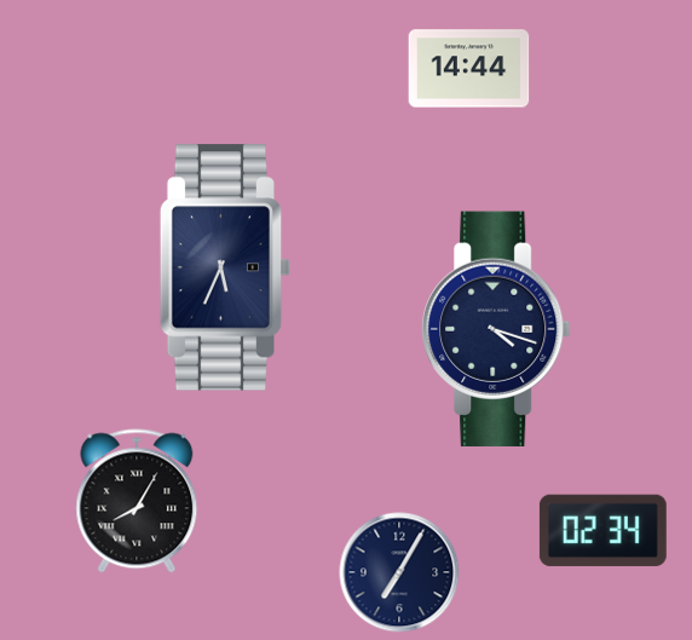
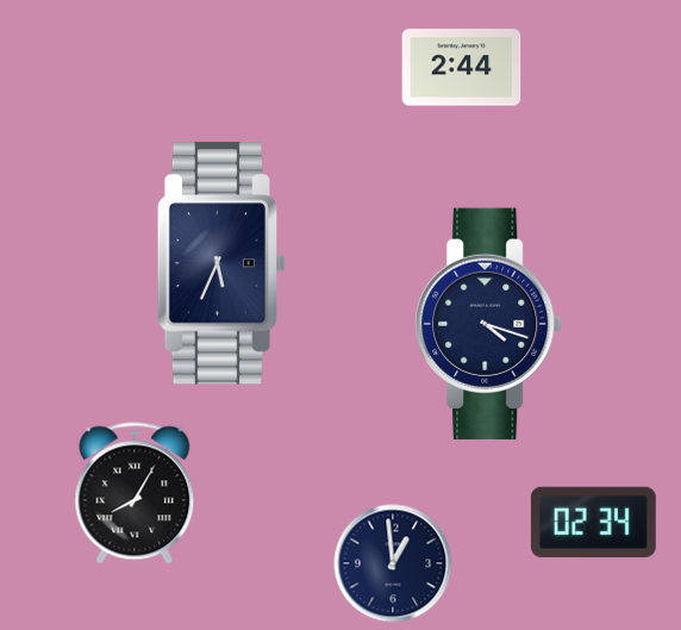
clock at (469, 69): 14:44 -> 2:44
clock at (399, 572): 7:05 -> 12:59
